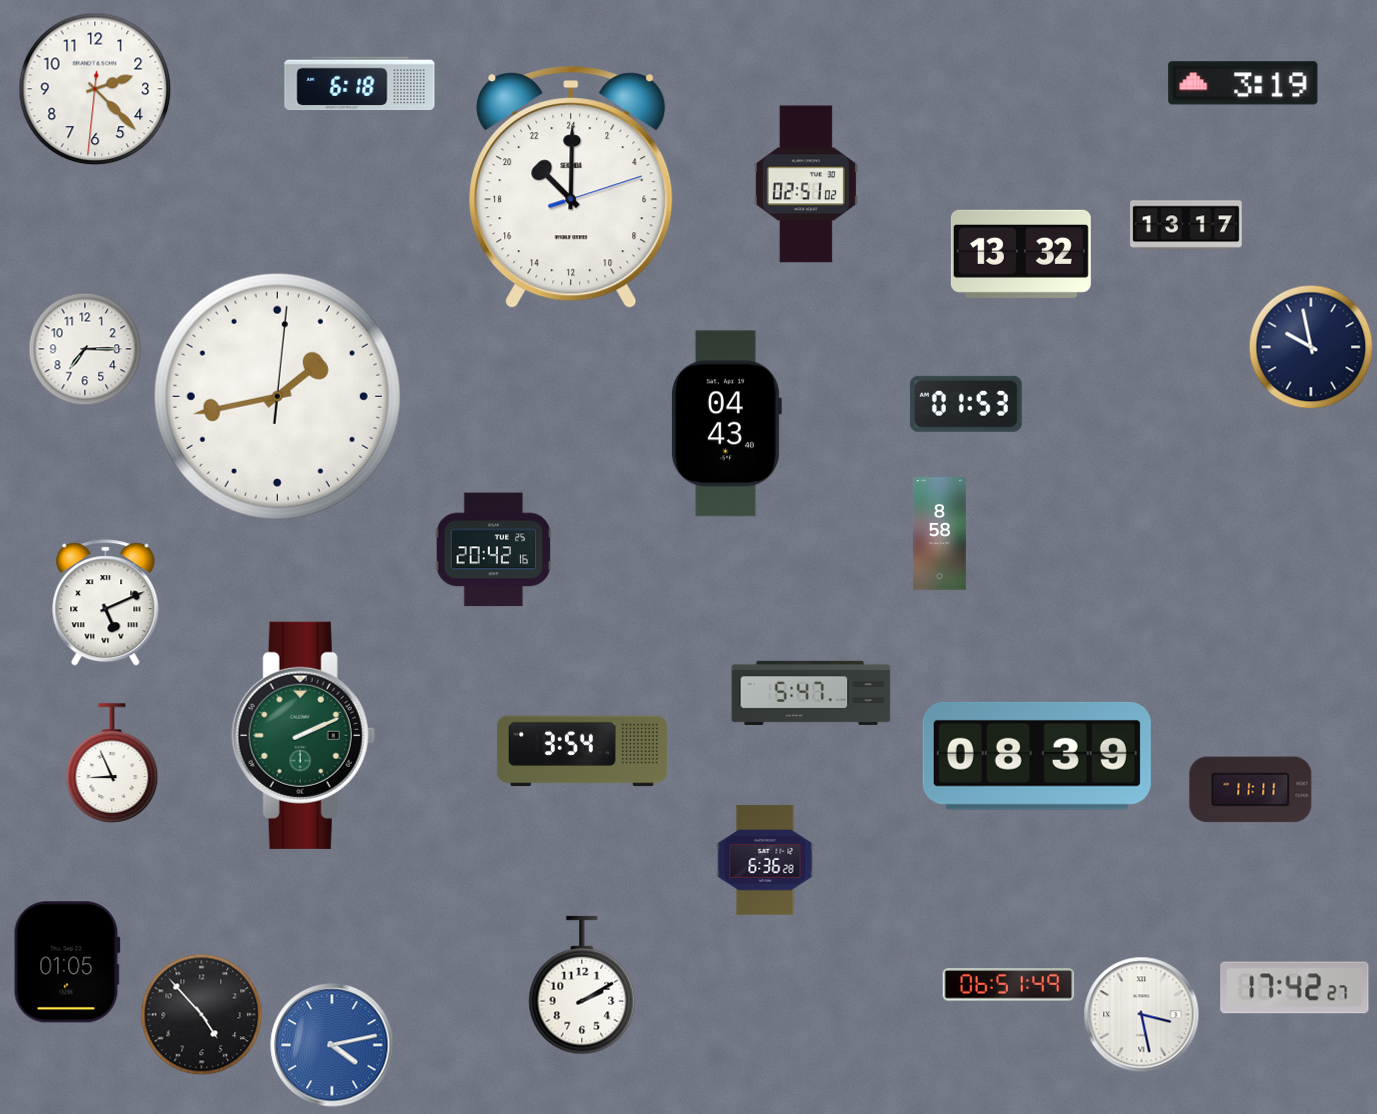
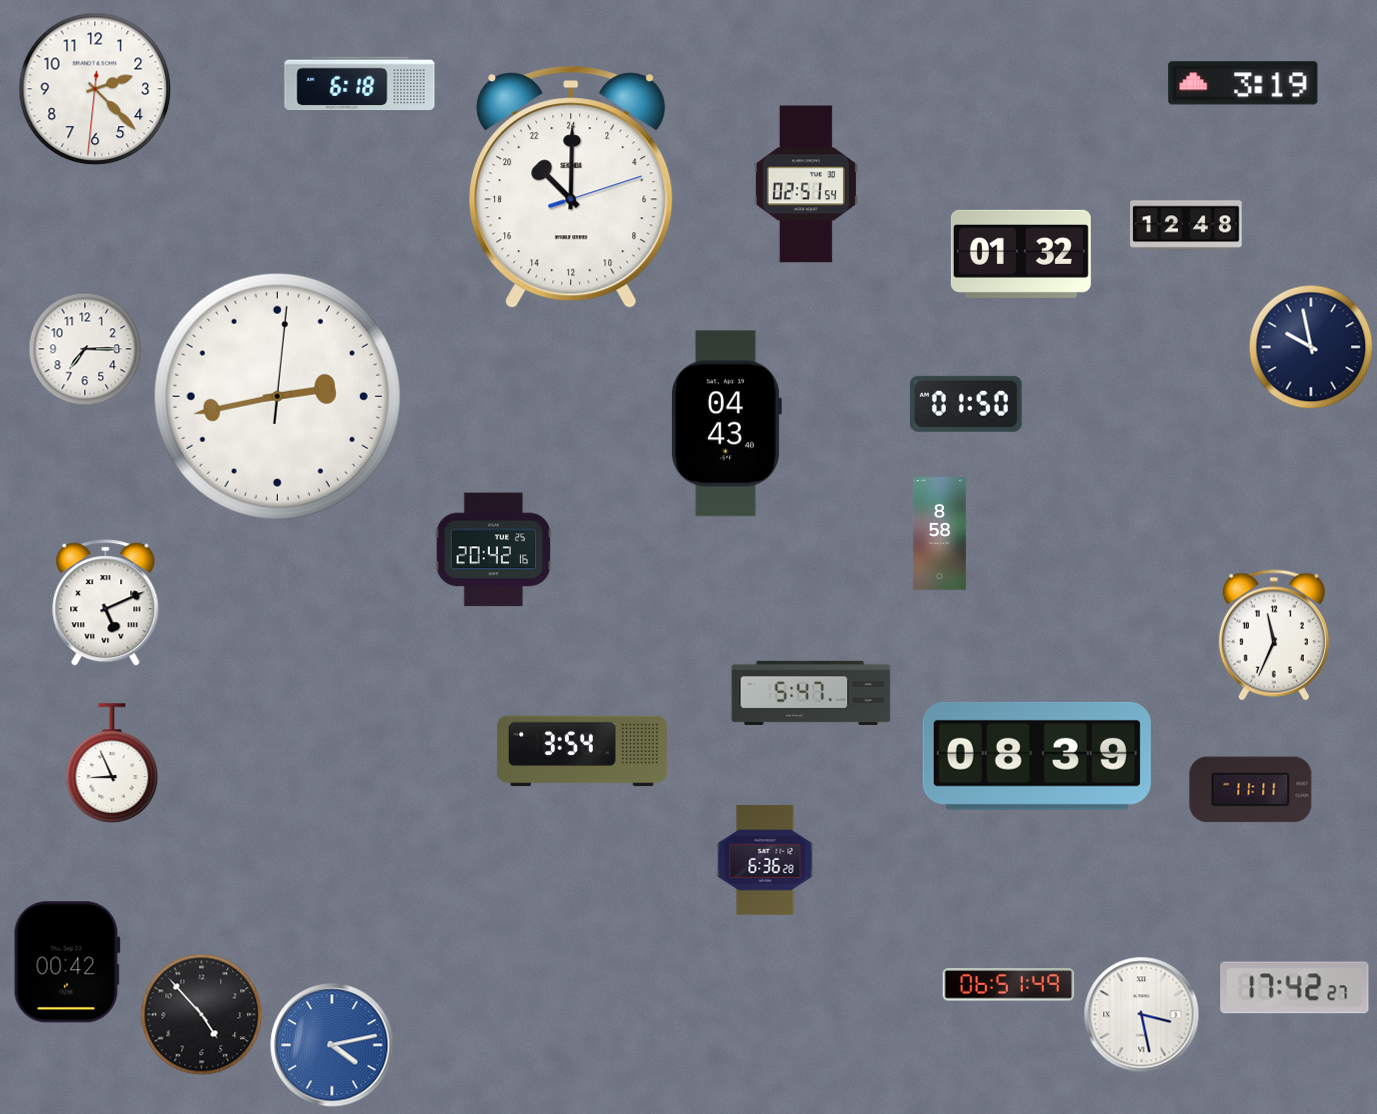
clock at (806, 184): 02:51:02 -> 02:51:54
clock at (1186, 225): 13:17 -> 12:48
clock at (1021, 254): 13:32 -> 01:32
clock at (277, 396): 1:43 -> 2:43
clock at (966, 404): 01:53 -> 01:50
clock at (1274, 635): none -> 11:34
clock at (303, 735): 2:11 -> none
clock at (67, 962): 01:05 -> 00:42
clock at (582, 985): 2:10 -> none
